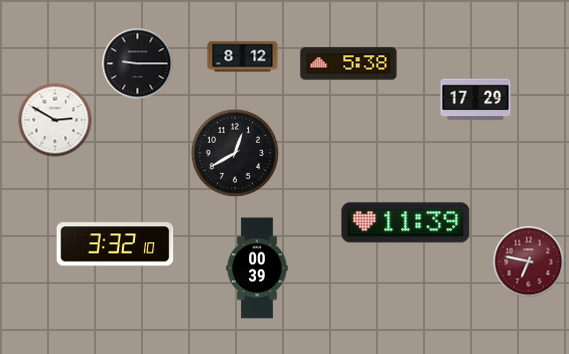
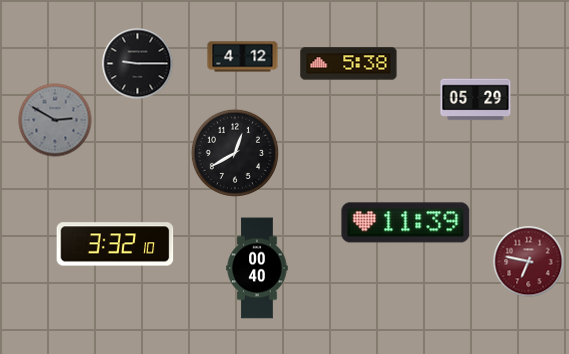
clock at (243, 57): 8:12 -> 4:12
clock at (476, 100): 17:29 -> 05:29
clock at (55, 120) dial: white -> grey
clock at (257, 268): 00:39 -> 00:40
